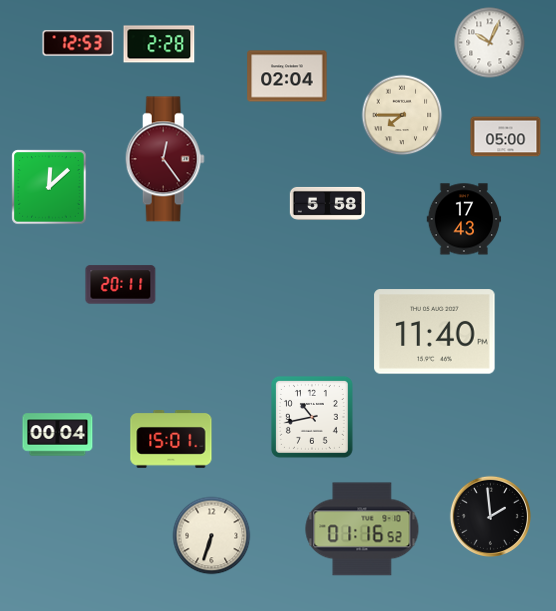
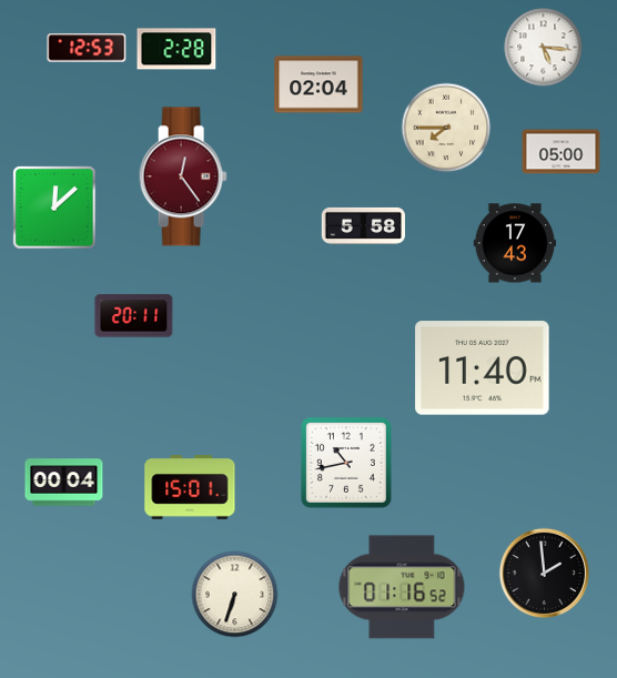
clock at (490, 43): 10:04 -> 5:16
